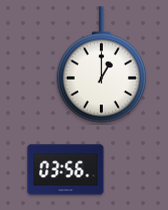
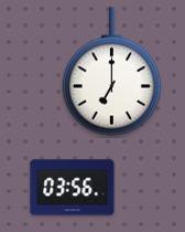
clock at (101, 65): 1:00 -> 7:00
